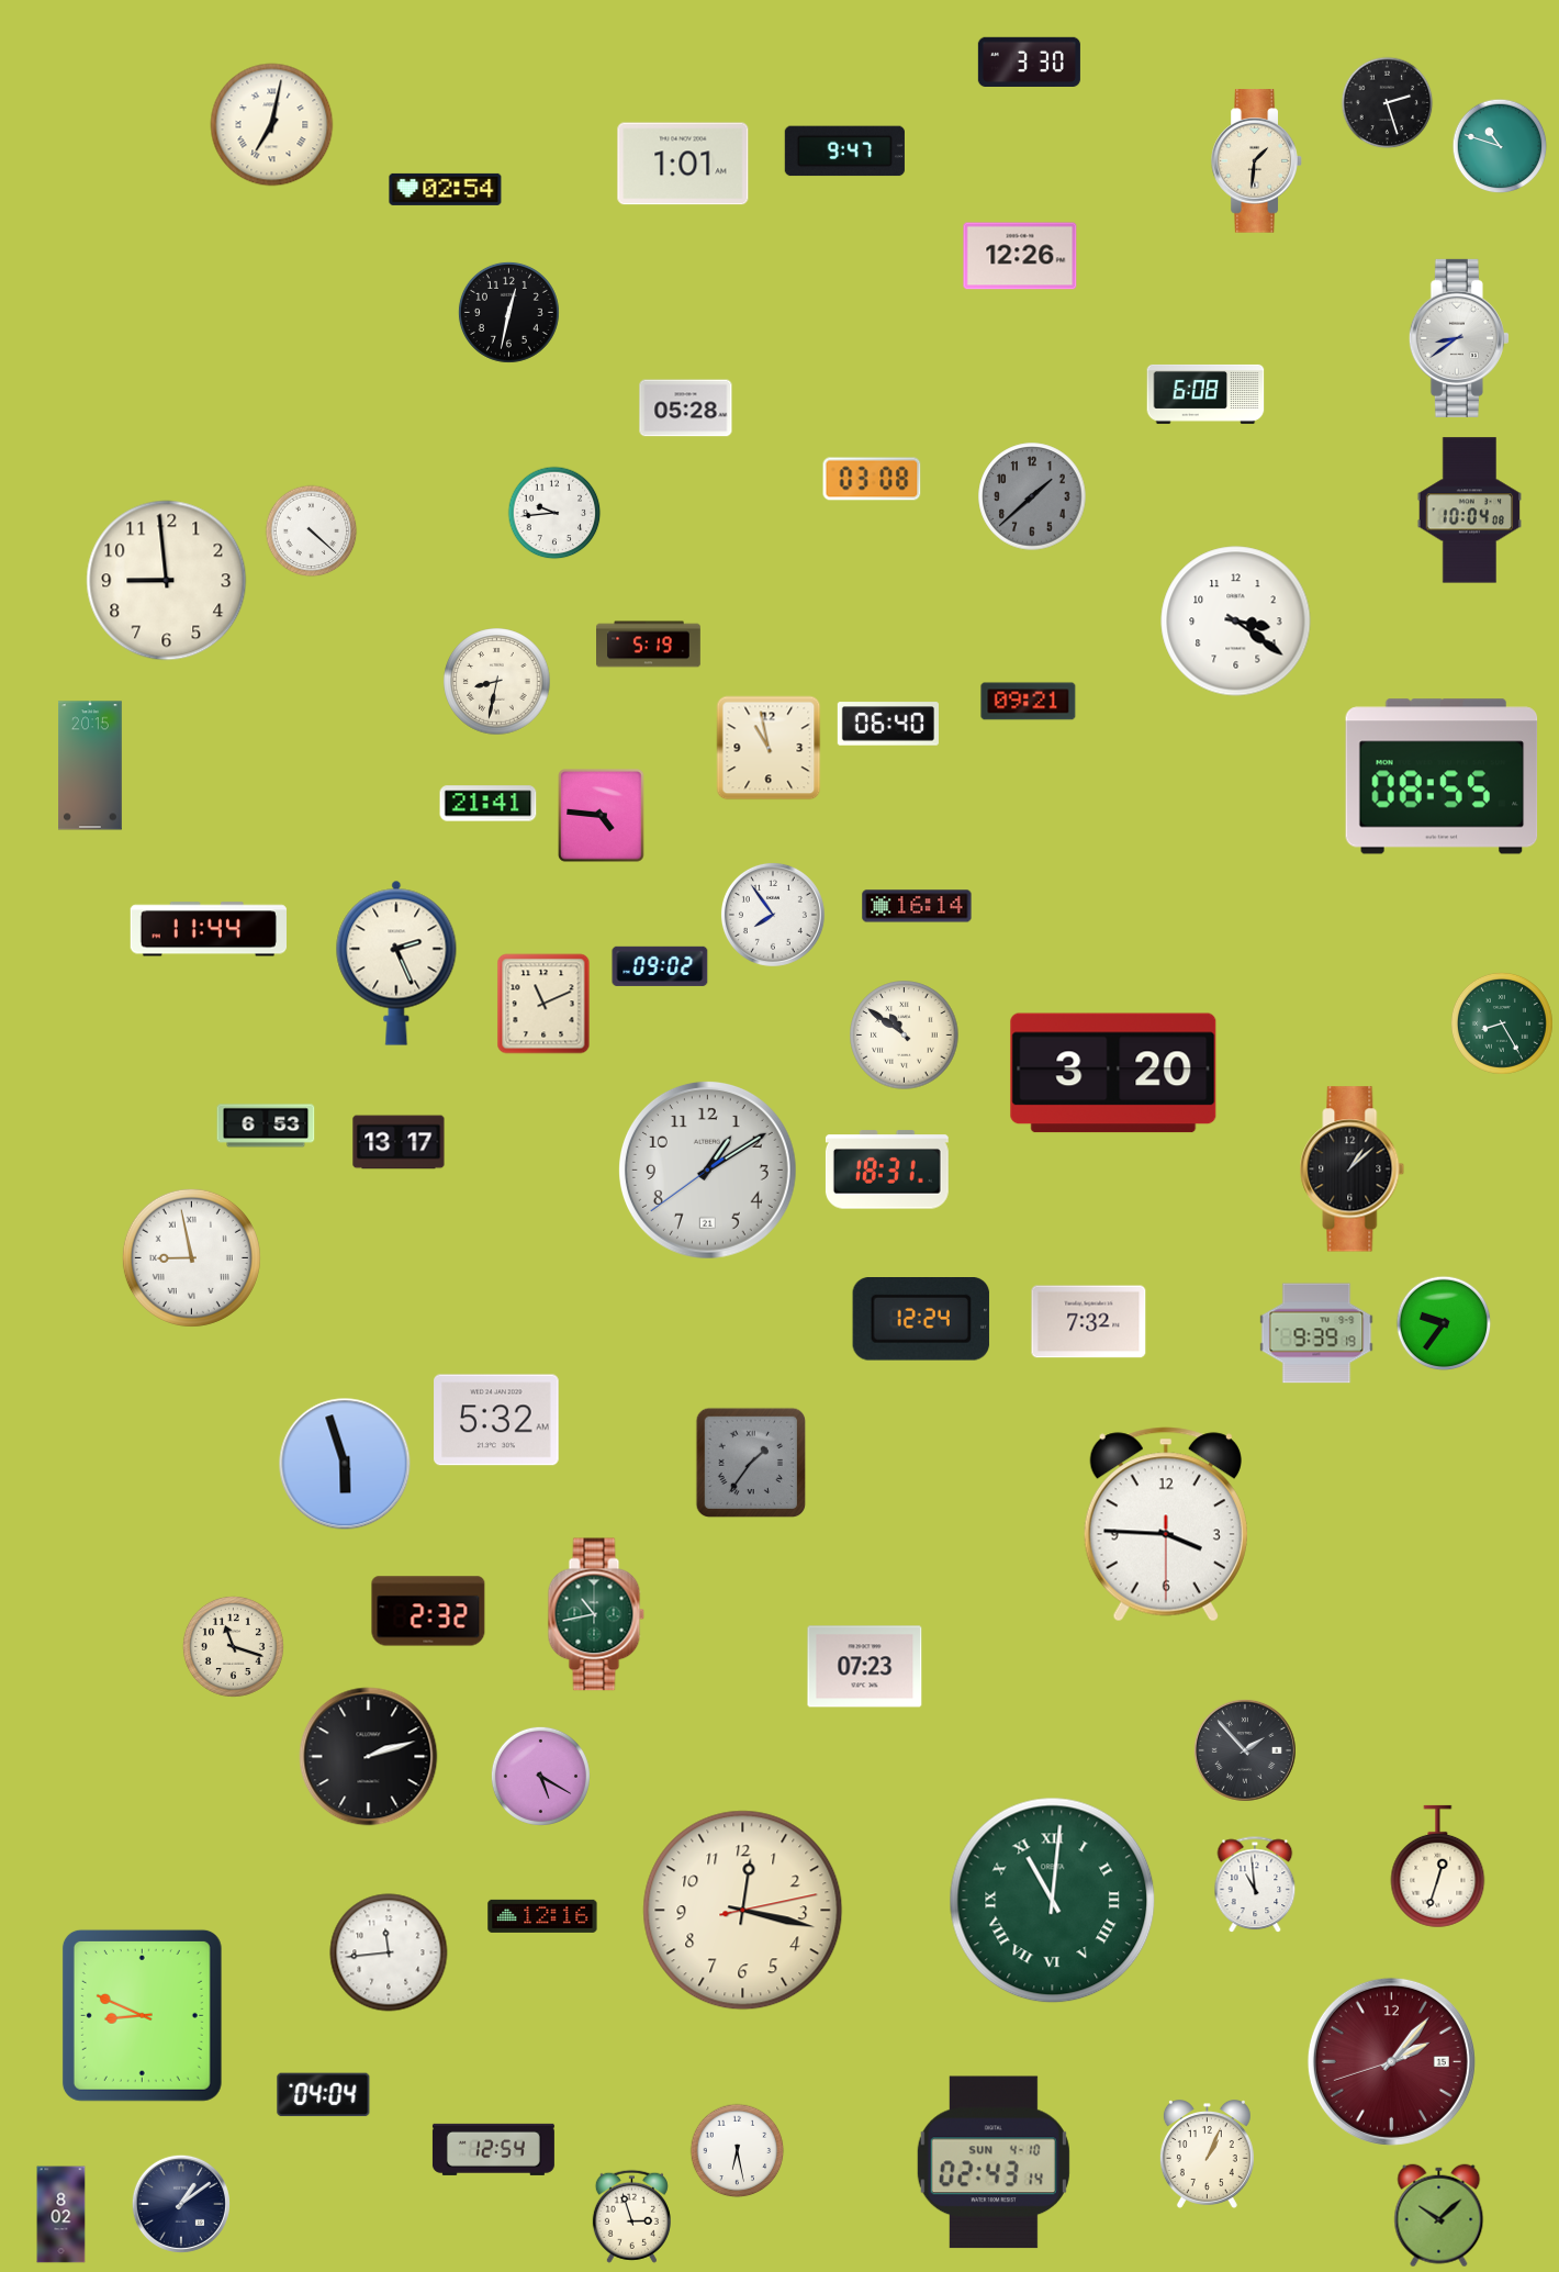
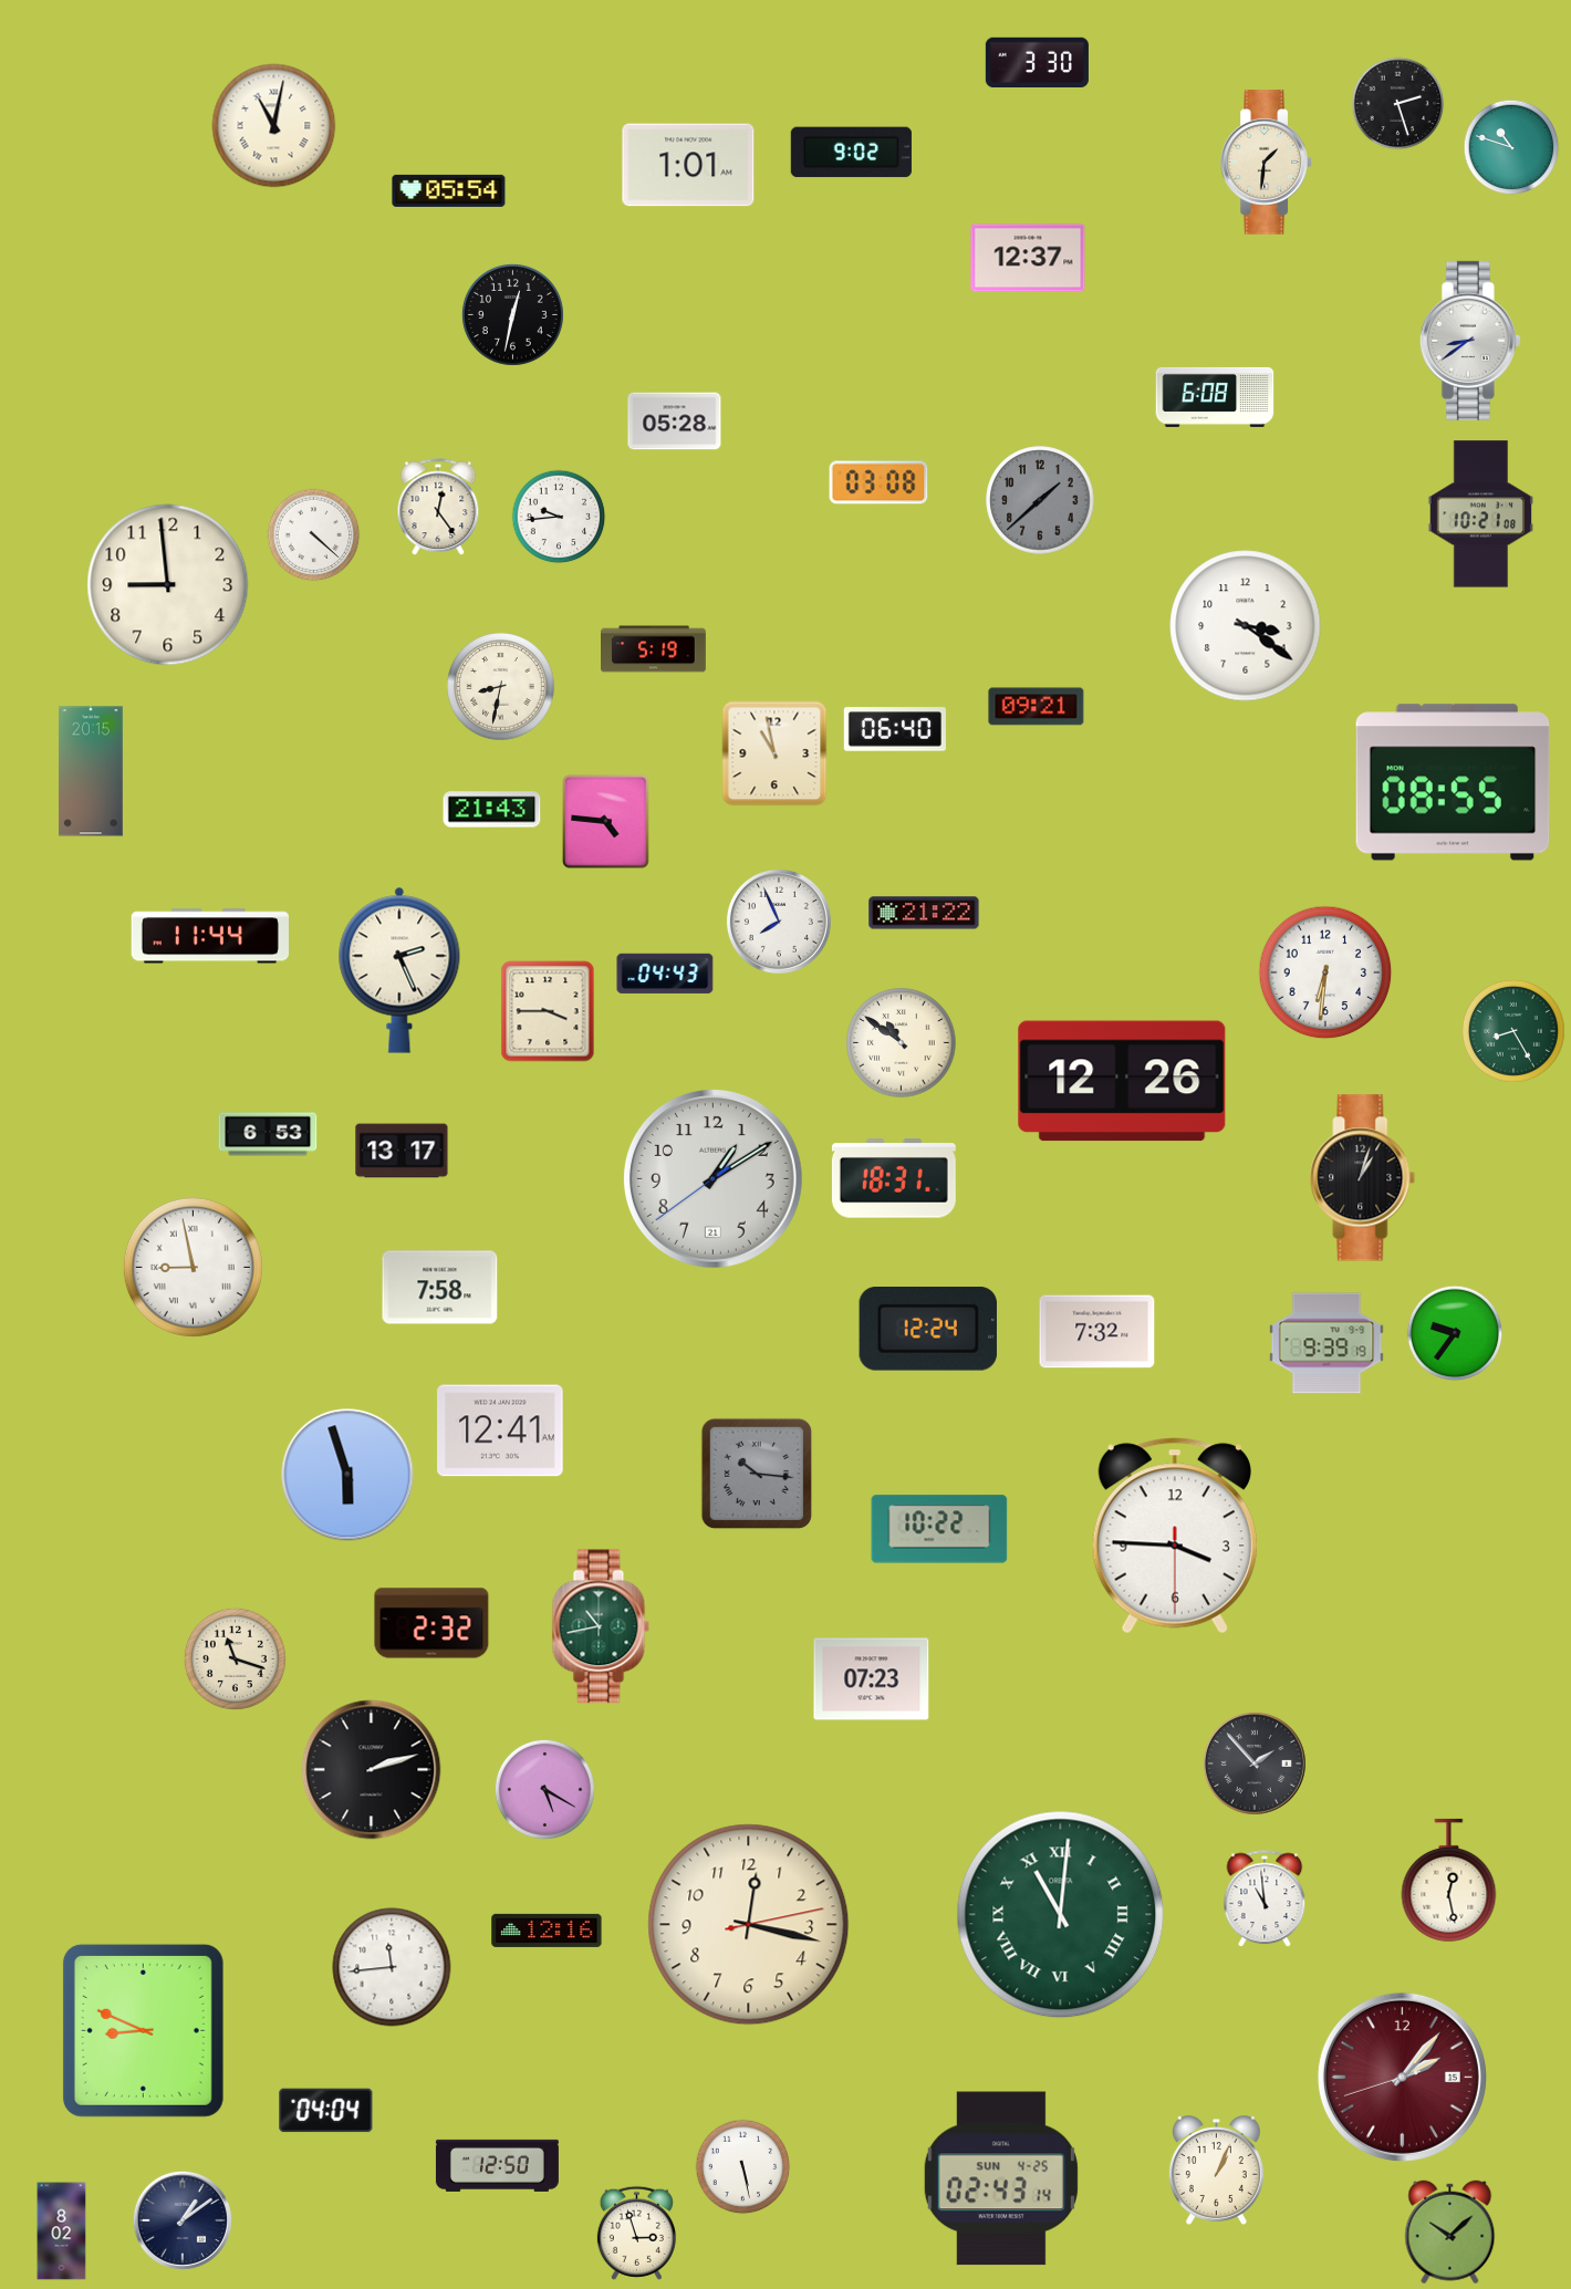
clock at (272, 125): 7:02 -> 11:02
clock at (844, 152): 9:47 -> 9:02
clock at (446, 189): 02:54 -> 05:54
clock at (1020, 256): 12:26 -> 12:37
clock at (686, 408) position: (686, 408) -> (675, 422)
clock at (438, 508): none -> 12:24
clock at (1469, 511): 10:04 -> 10:21
clock at (489, 804): 21:41 -> 21:43
clock at (917, 906): 16:14 -> 21:22
clock at (773, 915): 7:54 -> 7:56
clock at (1325, 972): none -> 6:31
clock at (660, 966): 09:02 -> 04:43
clock at (543, 1004): 11:11 -> 3:45
clock at (905, 1036) position: (905, 1036) -> (902, 1043)
clock at (1113, 1073): 3:20 -> 12:26
clock at (1353, 1169): 1:08 -> 1:03
clock at (440, 1288): none -> 7:58
clock at (496, 1420): 5:32 -> 12:41
clock at (751, 1463): 1:36 -> 10:16
clock at (939, 1529): none -> 10:22
clock at (1438, 1867): 12:33 -> 12:28
clock at (493, 2149): 12:54 -> 12:50
clock at (738, 2151): 6:28 -> 5:28
clock at (994, 2162) date: SUN 4-10 -> SUN 4-25
